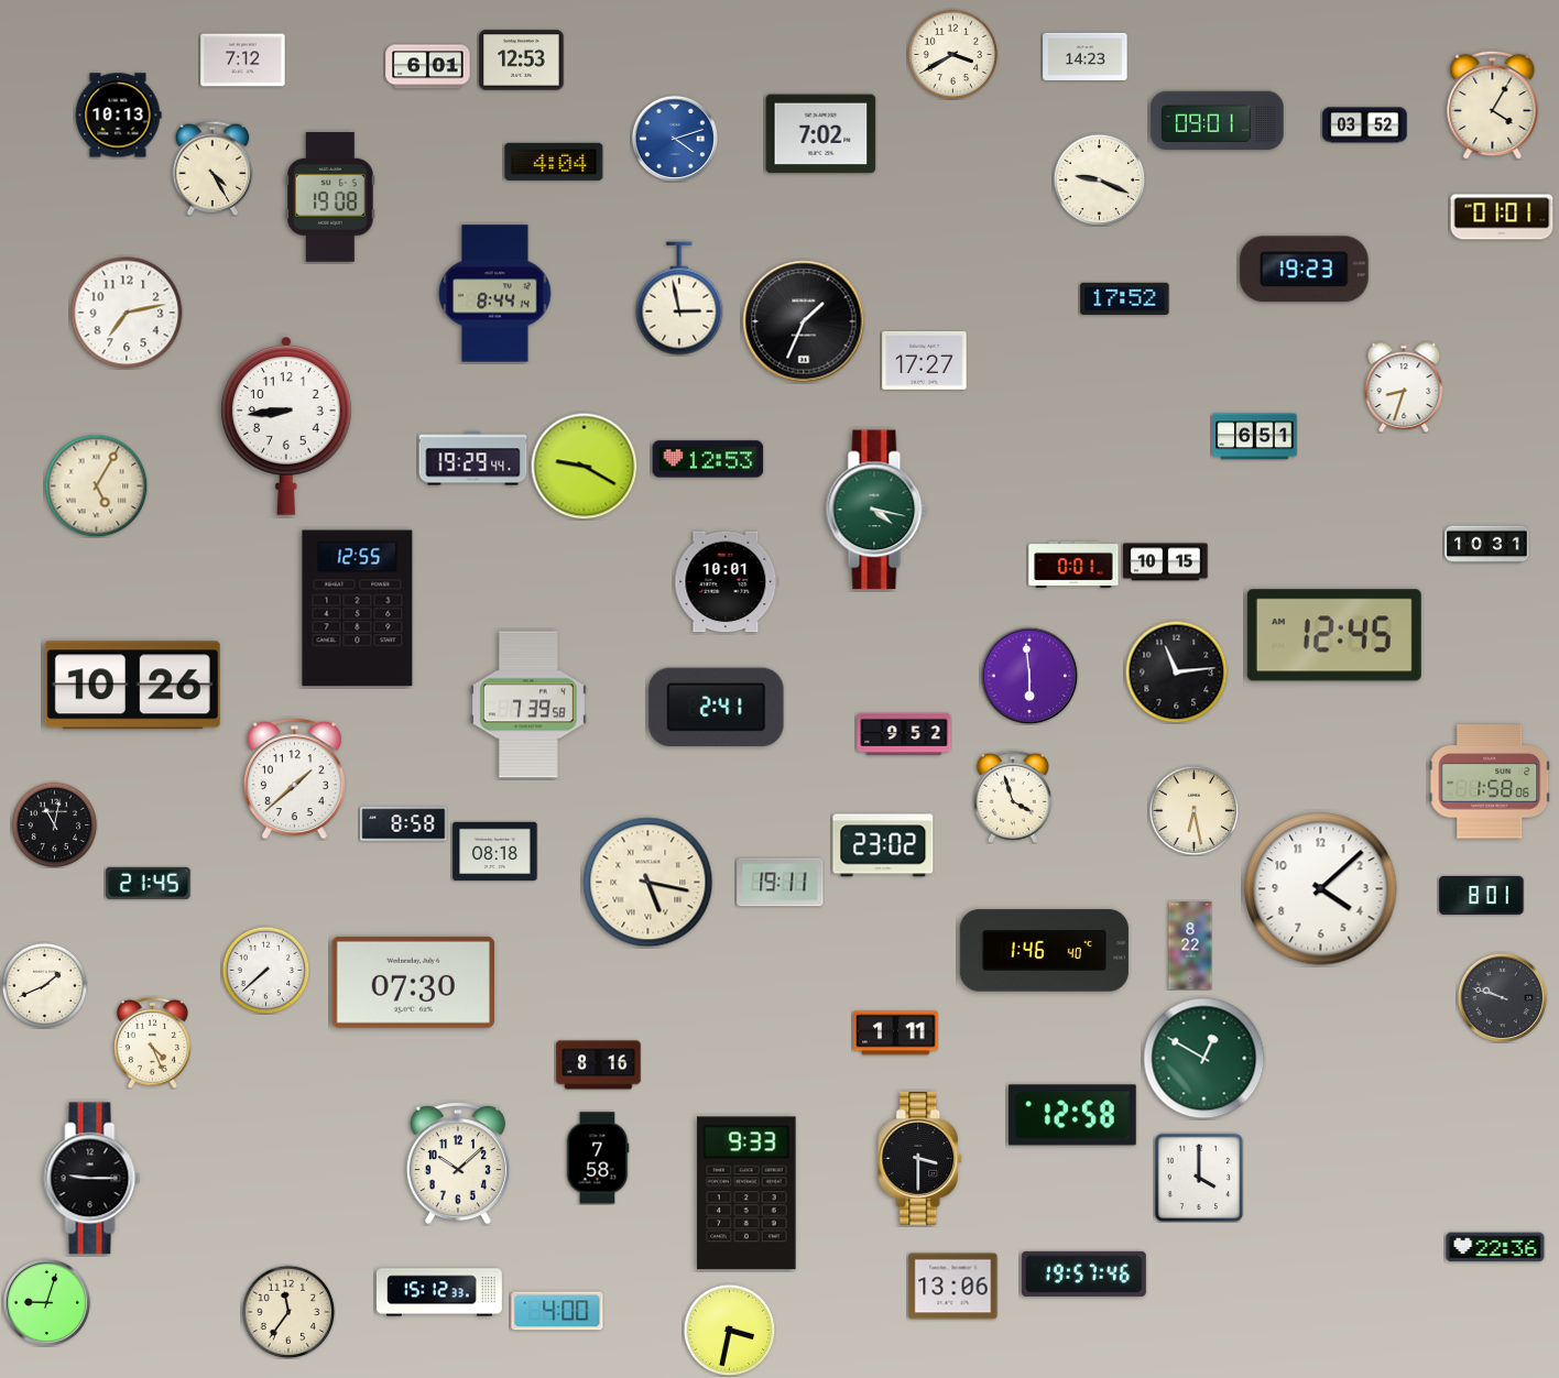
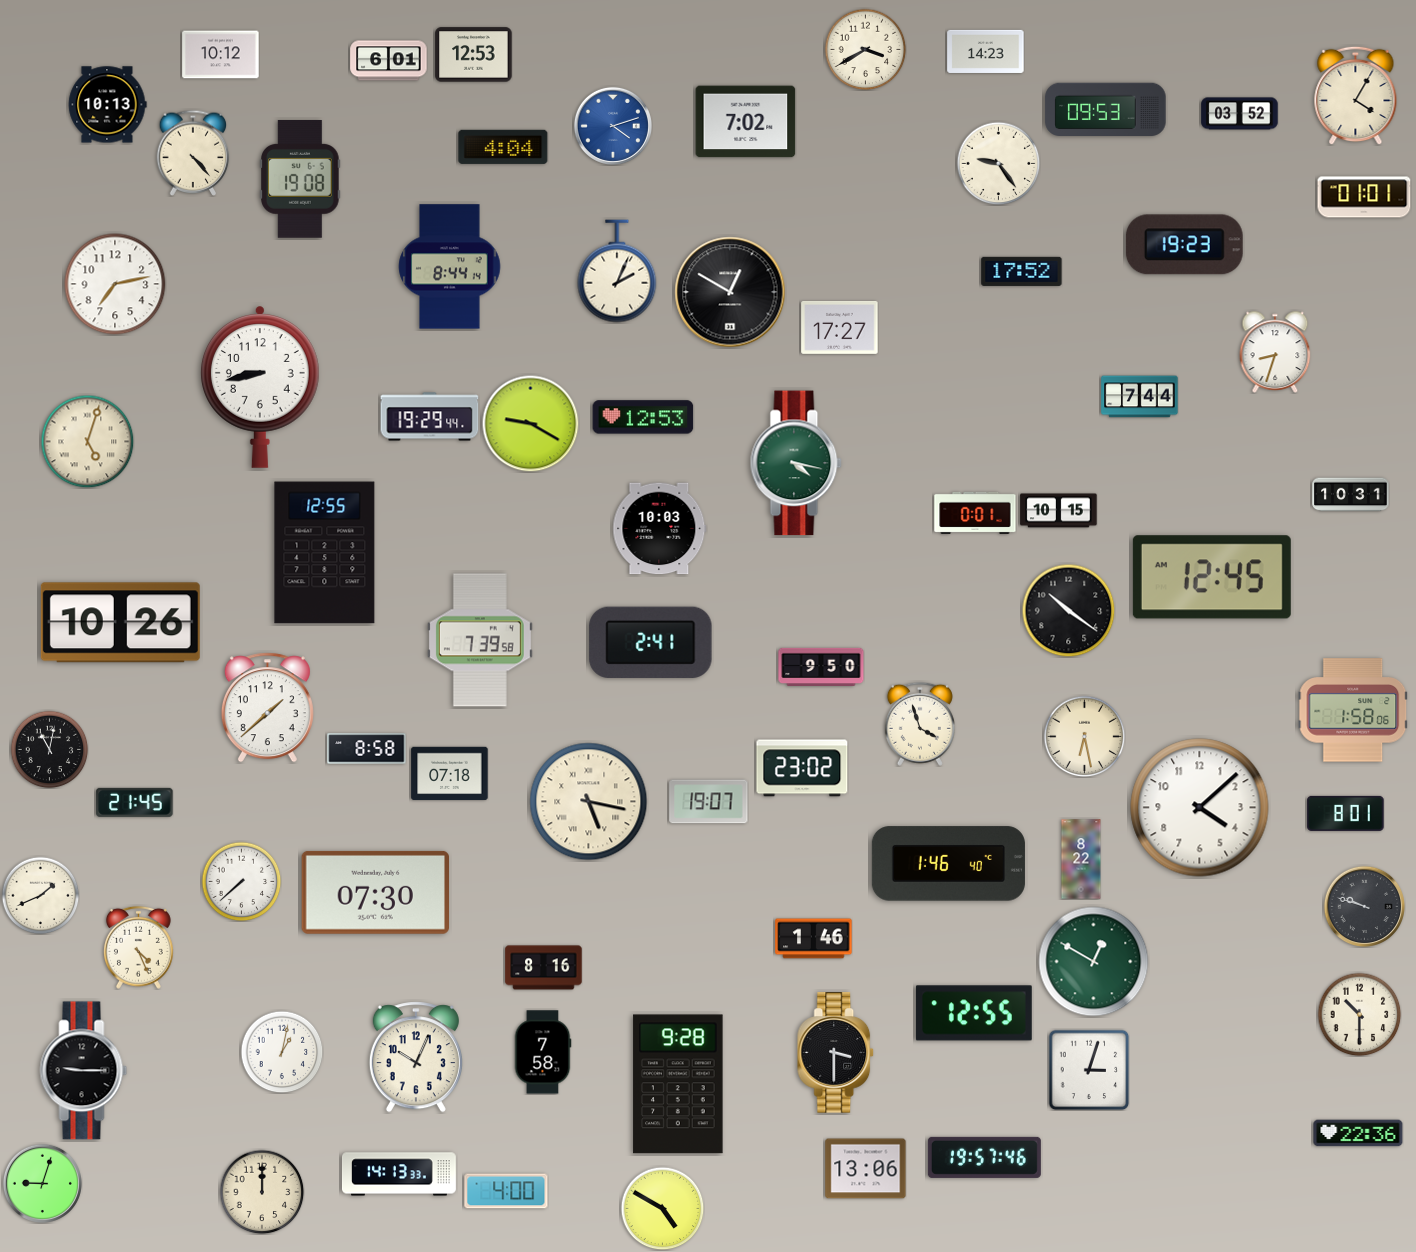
clock at (243, 61): 7:12 -> 10:12
clock at (1218, 121): 09:01 -> 09:53
clock at (212, 168): 4:25 -> 4:23
clock at (1099, 179): 9:19 -> 9:24
clock at (679, 298): 2:58 -> 2:04
clock at (804, 321): 1:34 -> 12:50
clock at (286, 426): 8:44 -> 8:43
clock at (1255, 437): 6:51 -> 7:44
clock at (96, 485): 5:05 -> 5:03
clock at (727, 582): 10:01 -> 10:03
clock at (1176, 671): 11:14 -> 10:21
clock at (1029, 676): 5:59 -> none
clock at (904, 733): 9:52 -> 9:50
clock at (495, 852): 08:18 -> 07:18
clock at (781, 883): 19:11 -> 19:07
clock at (896, 1033): 1:11 -> 1:46
clock at (1072, 1115): 12:58 -> 12:55
clock at (1359, 1014): none -> 10:30
clock at (282, 1052): none -> 1:02
clock at (458, 1163): 10:08 -> 10:04
clock at (1199, 1178): 4:00 -> 3:03
clock at (746, 1193): 9:33 -> 9:28
clock at (439, 1292): 15:12 -> 14:13
clock at (288, 1312): 11:36 -> 12:00
clock at (729, 1330): 3:32 -> 4:50
